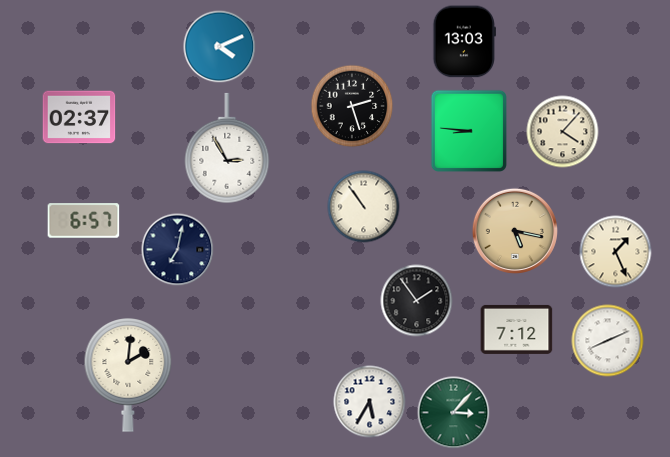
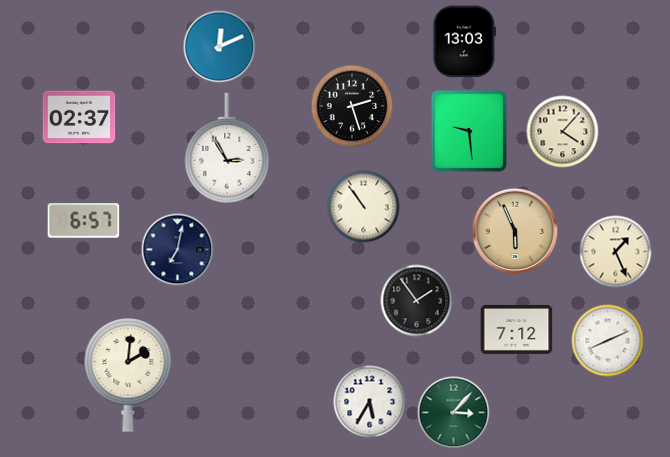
clock at (220, 47): 4:11 -> 12:11
clock at (469, 131): 8:46 -> 9:29
clock at (515, 231): 5:17 -> 5:56
